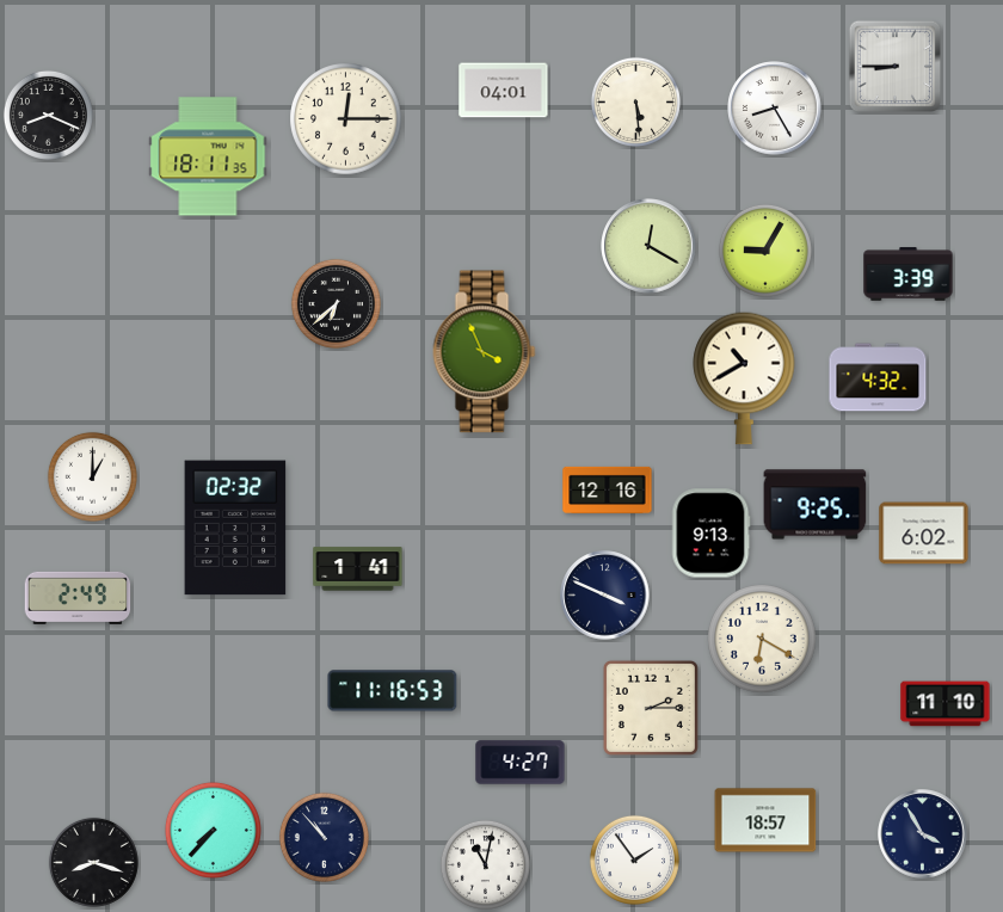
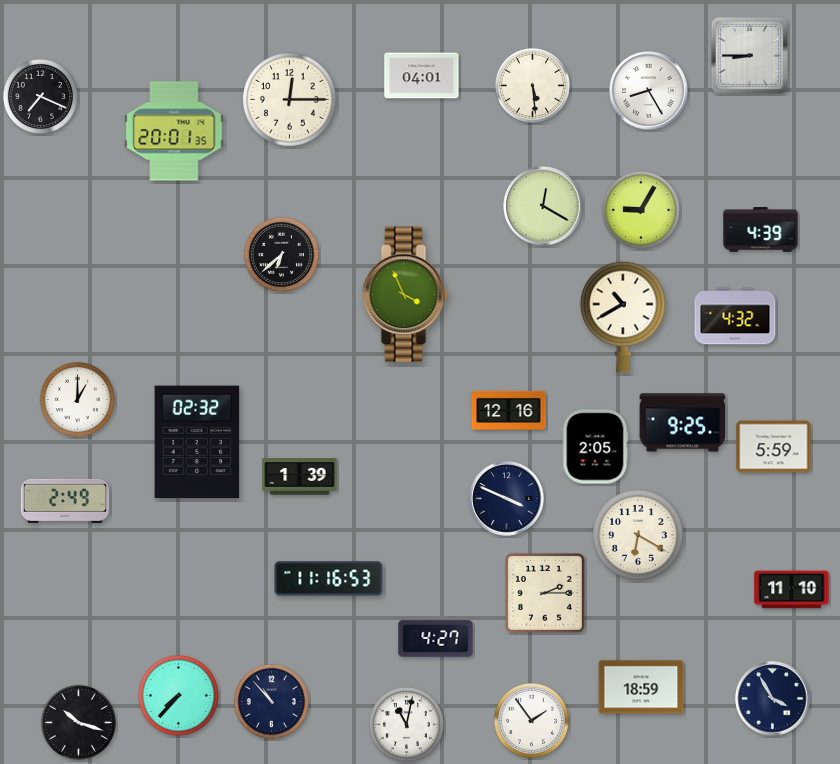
clock at (48, 115): 8:19 -> 7:19
clock at (208, 156): 18:11 -> 20:01
clock at (909, 275): 3:39 -> 4:39
clock at (712, 534): 9:13 -> 2:05
clock at (924, 534): 6:02 -> 5:59
clock at (358, 569): 1:41 -> 1:39
clock at (765, 820): 18:57 -> 18:59
clock at (93, 862): 8:18 -> 10:18
